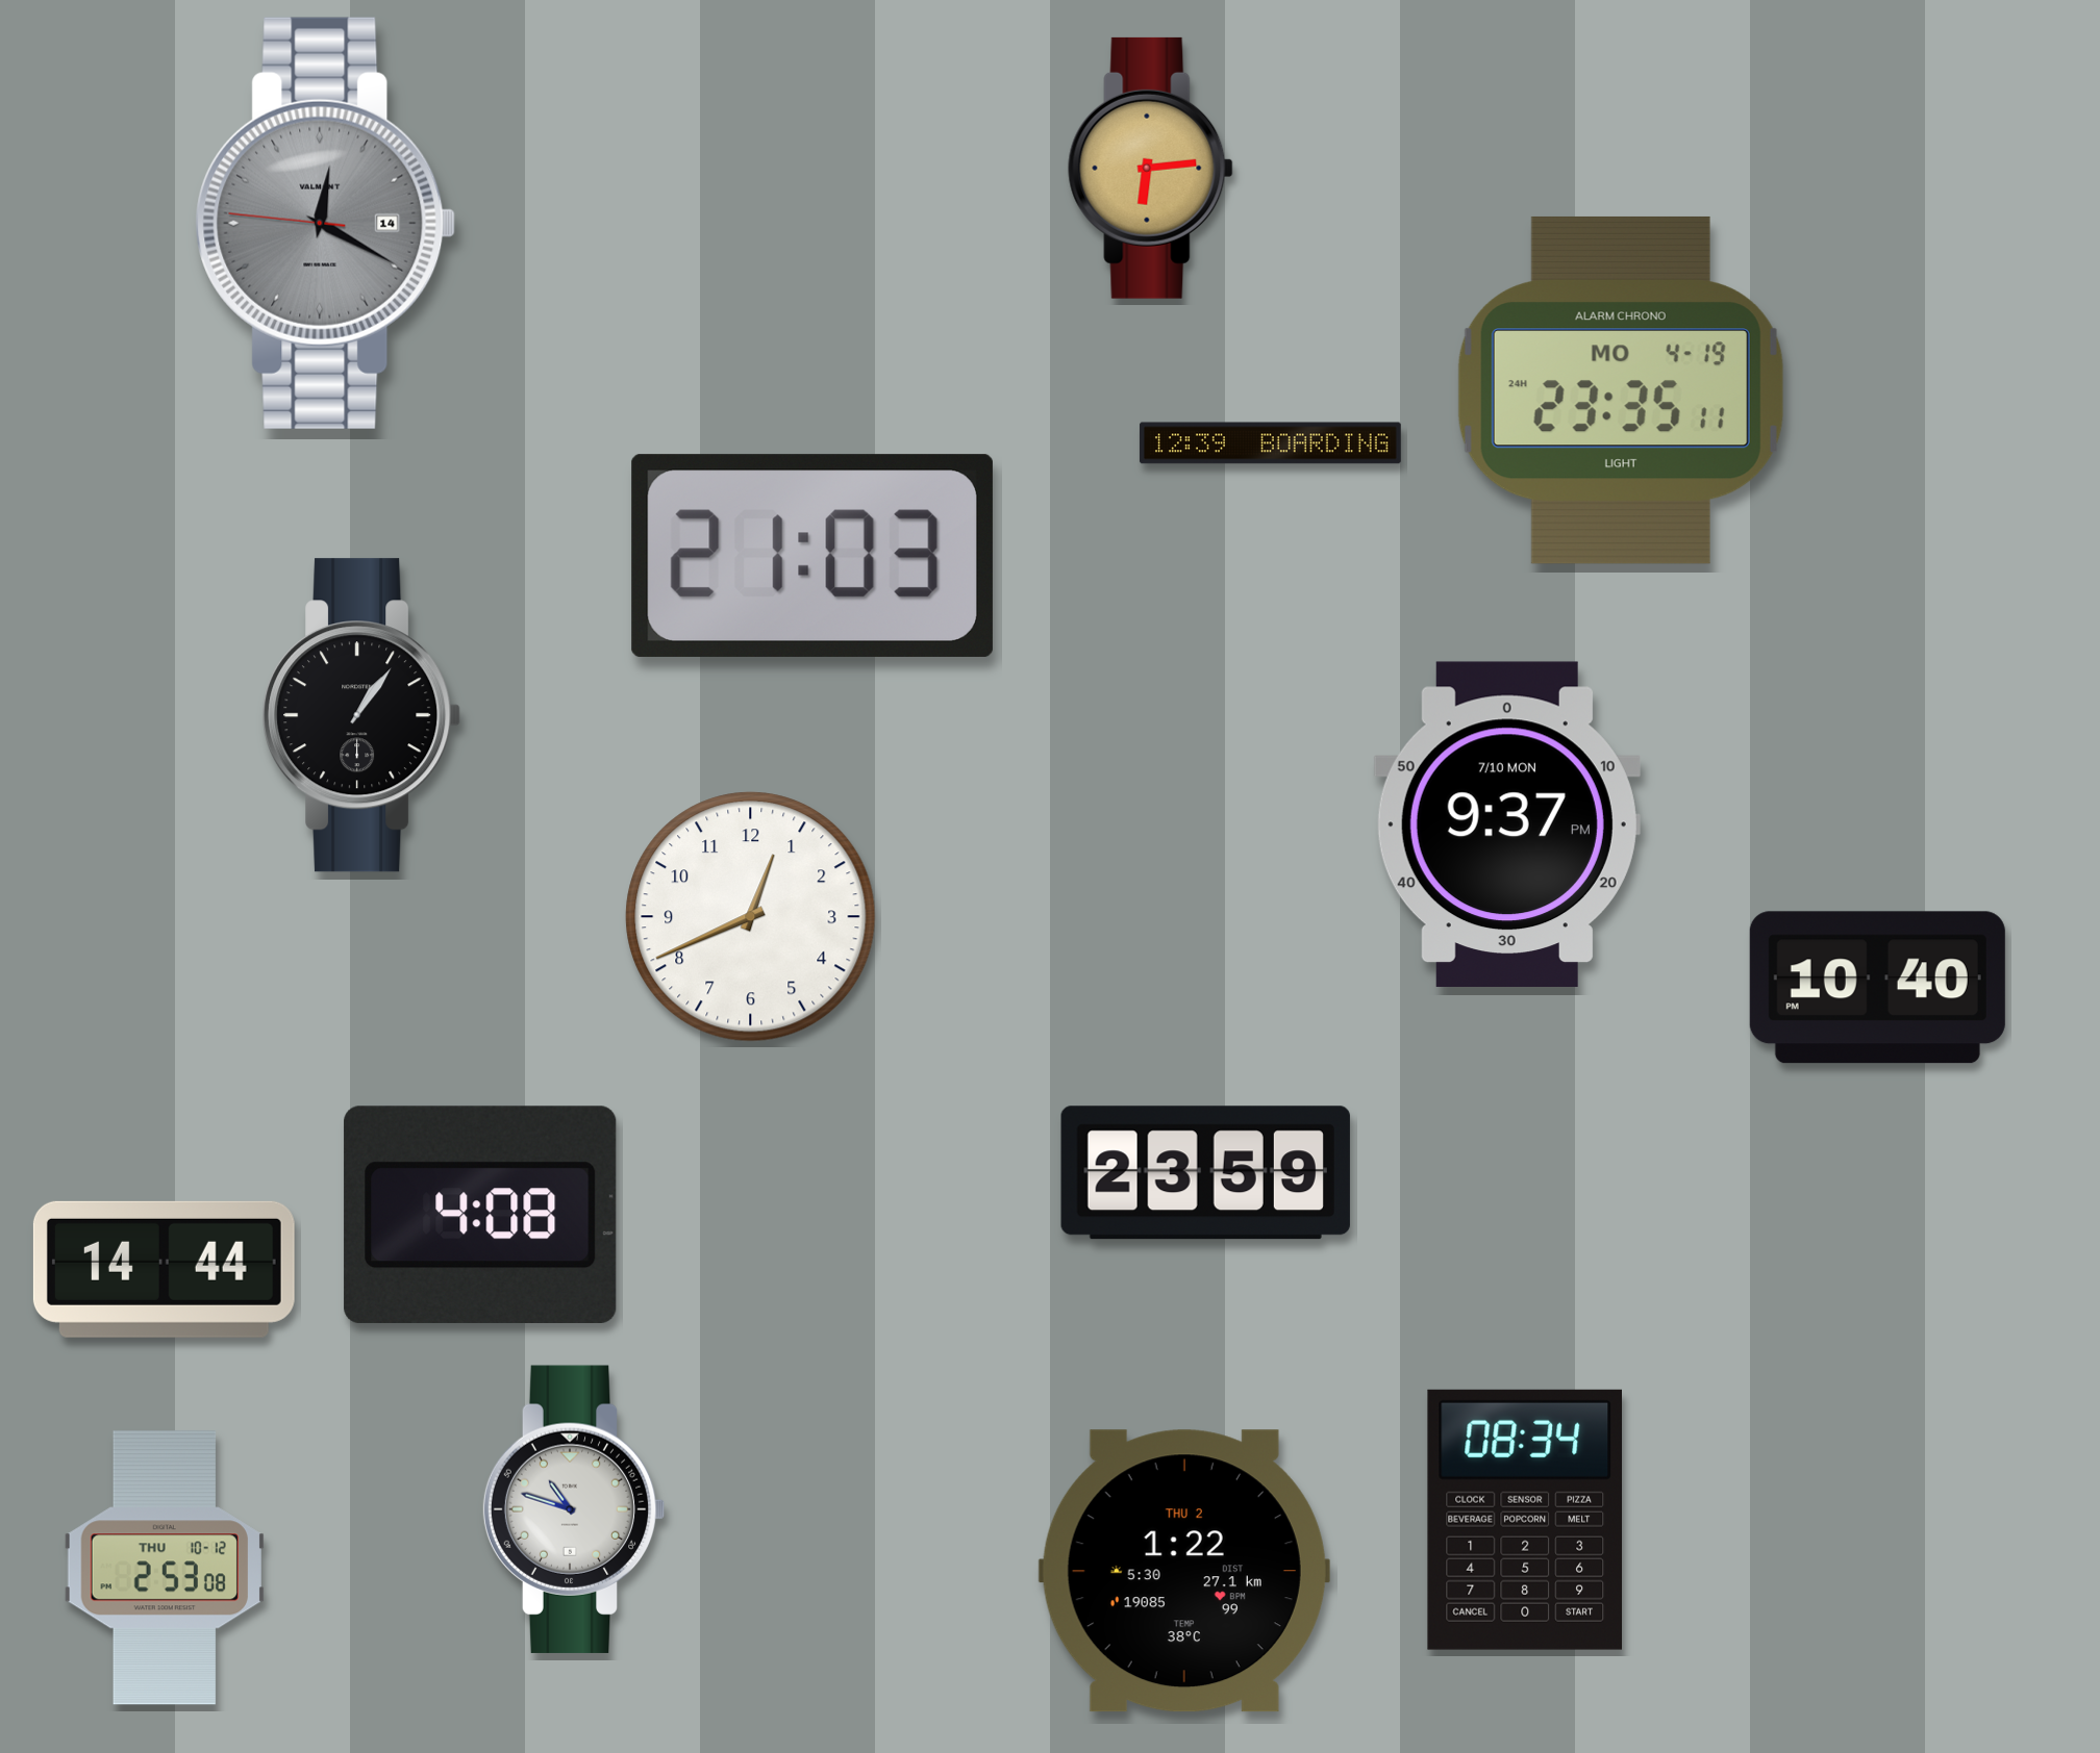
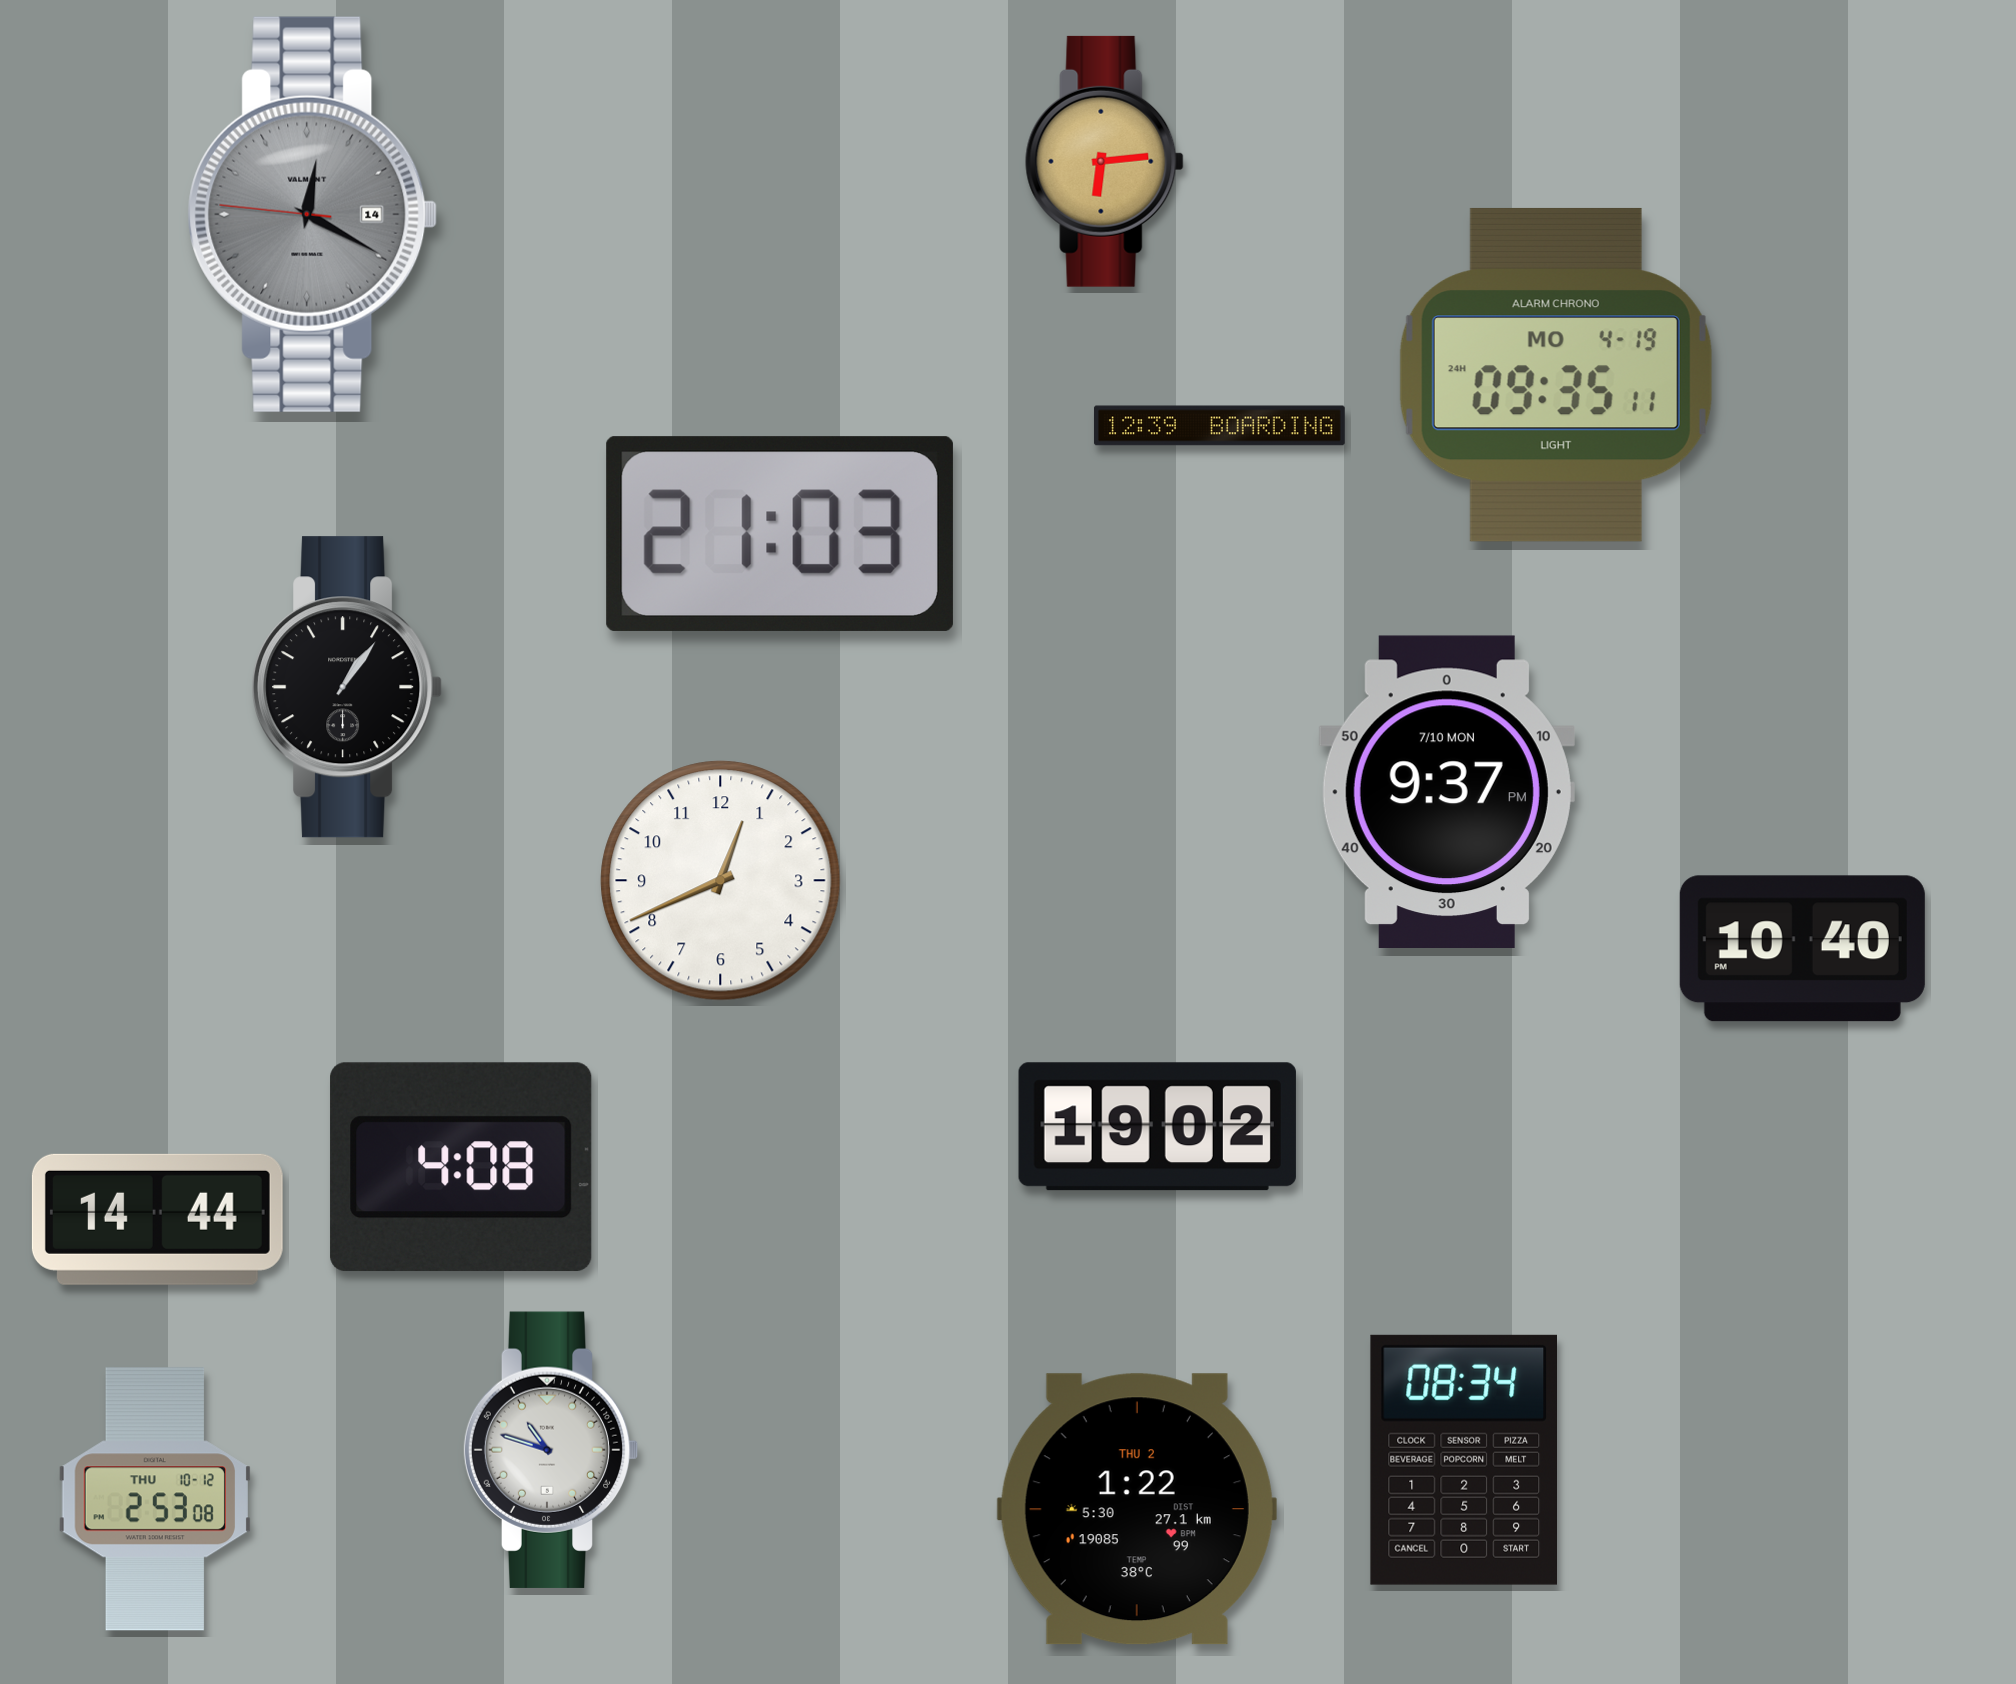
clock at (1621, 390): 23:35 -> 09:35
clock at (1205, 1173): 23:59 -> 19:02
clock at (165, 1568) position: (165, 1568) -> (155, 1499)
